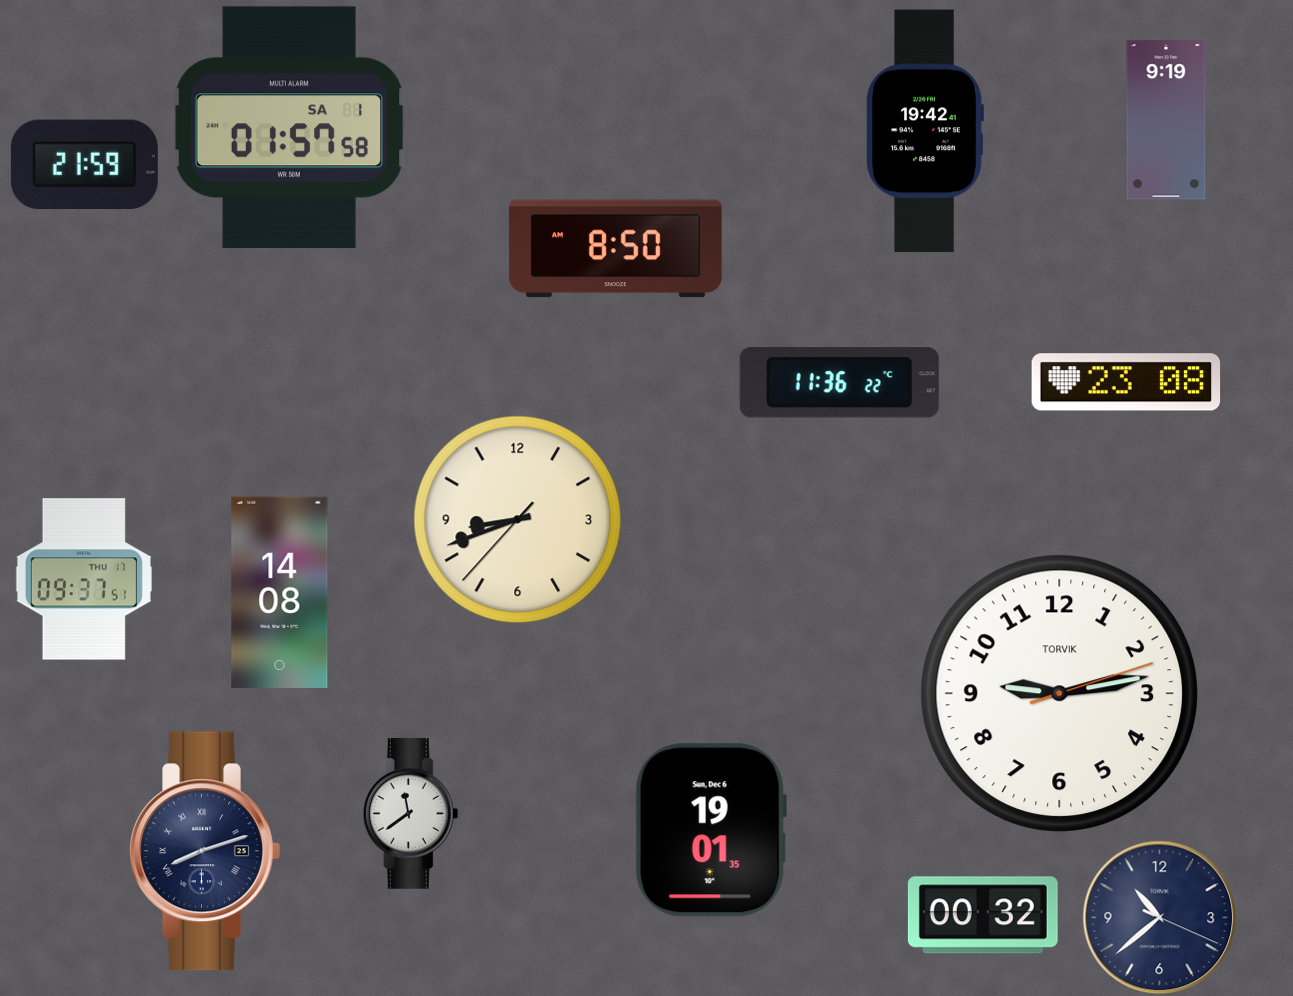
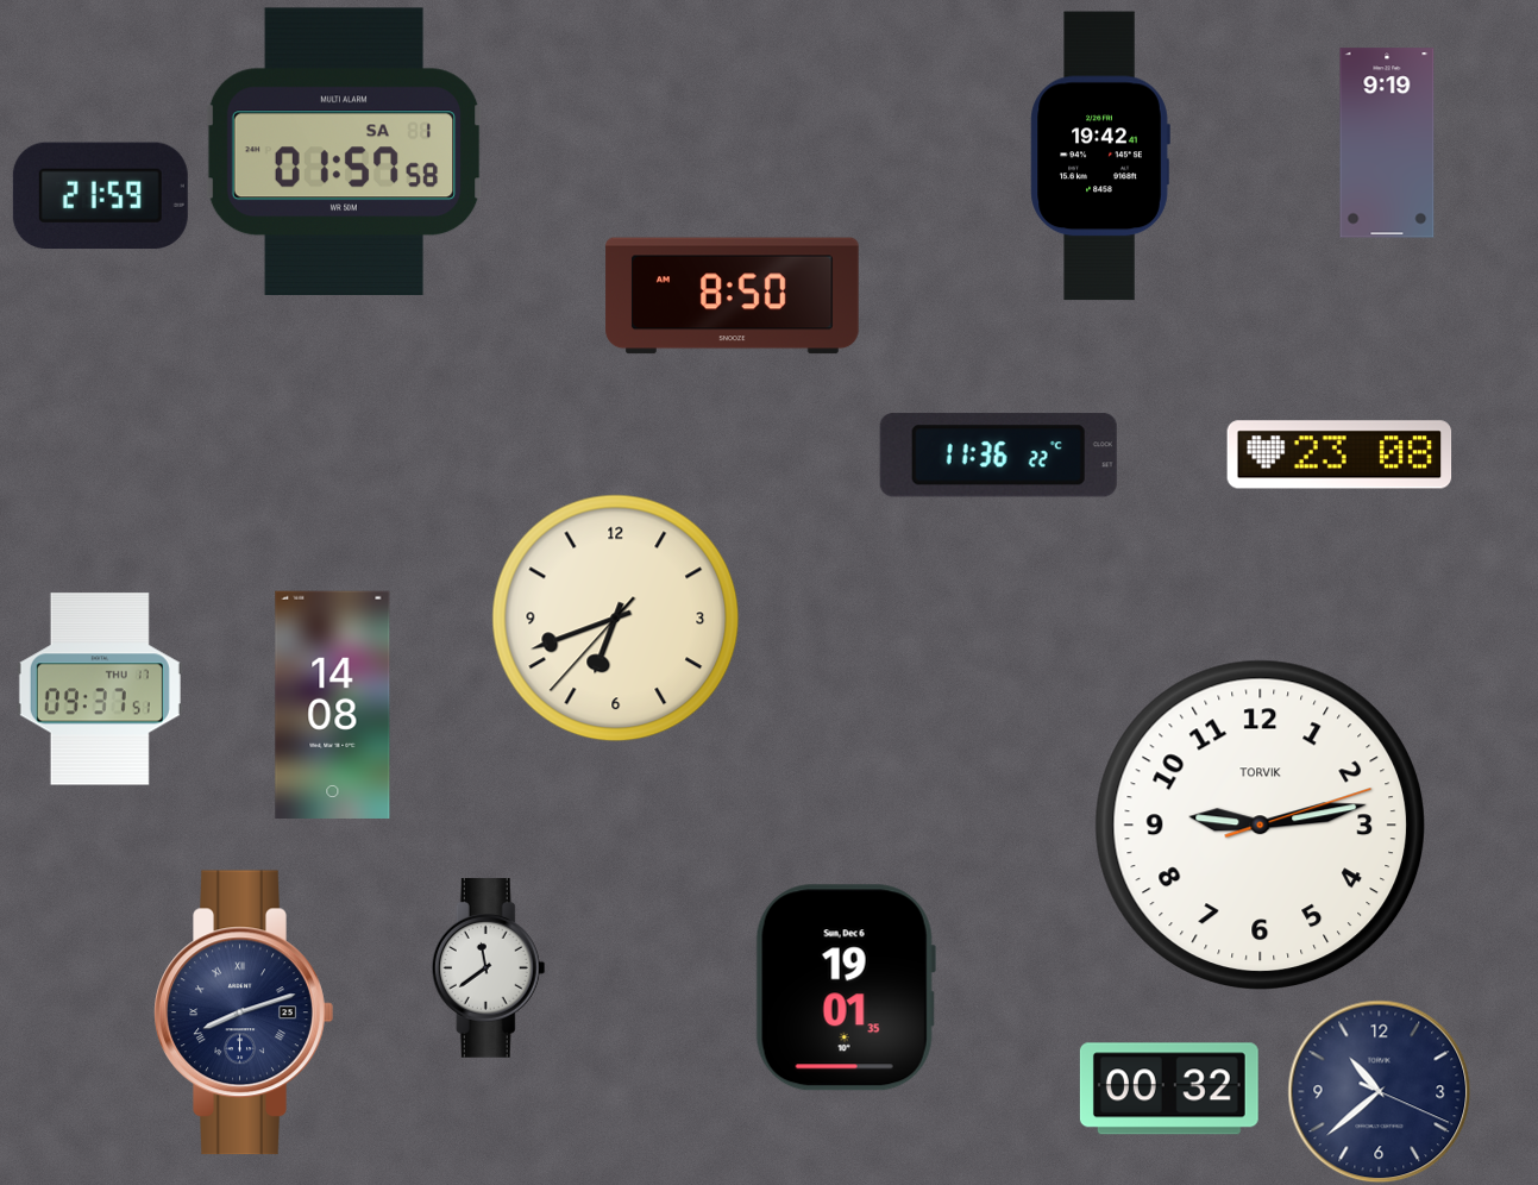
clock at (518, 520): 8:41 -> 6:41
